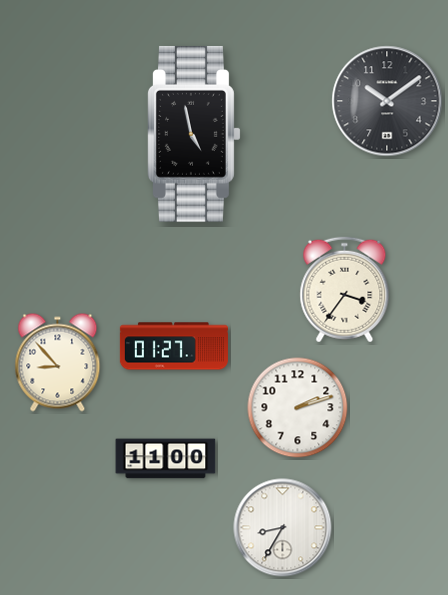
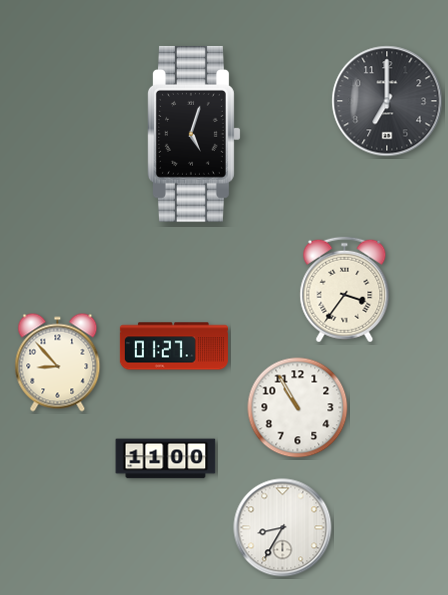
clock at (387, 101): 10:09 -> 7:00
clock at (194, 134): 4:58 -> 5:03
clock at (298, 408): 2:12 -> 10:55
